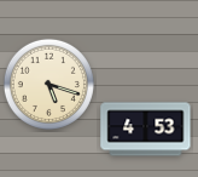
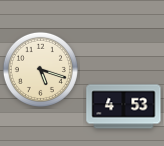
clock at (146, 130) position: (146, 130) -> (124, 107)
